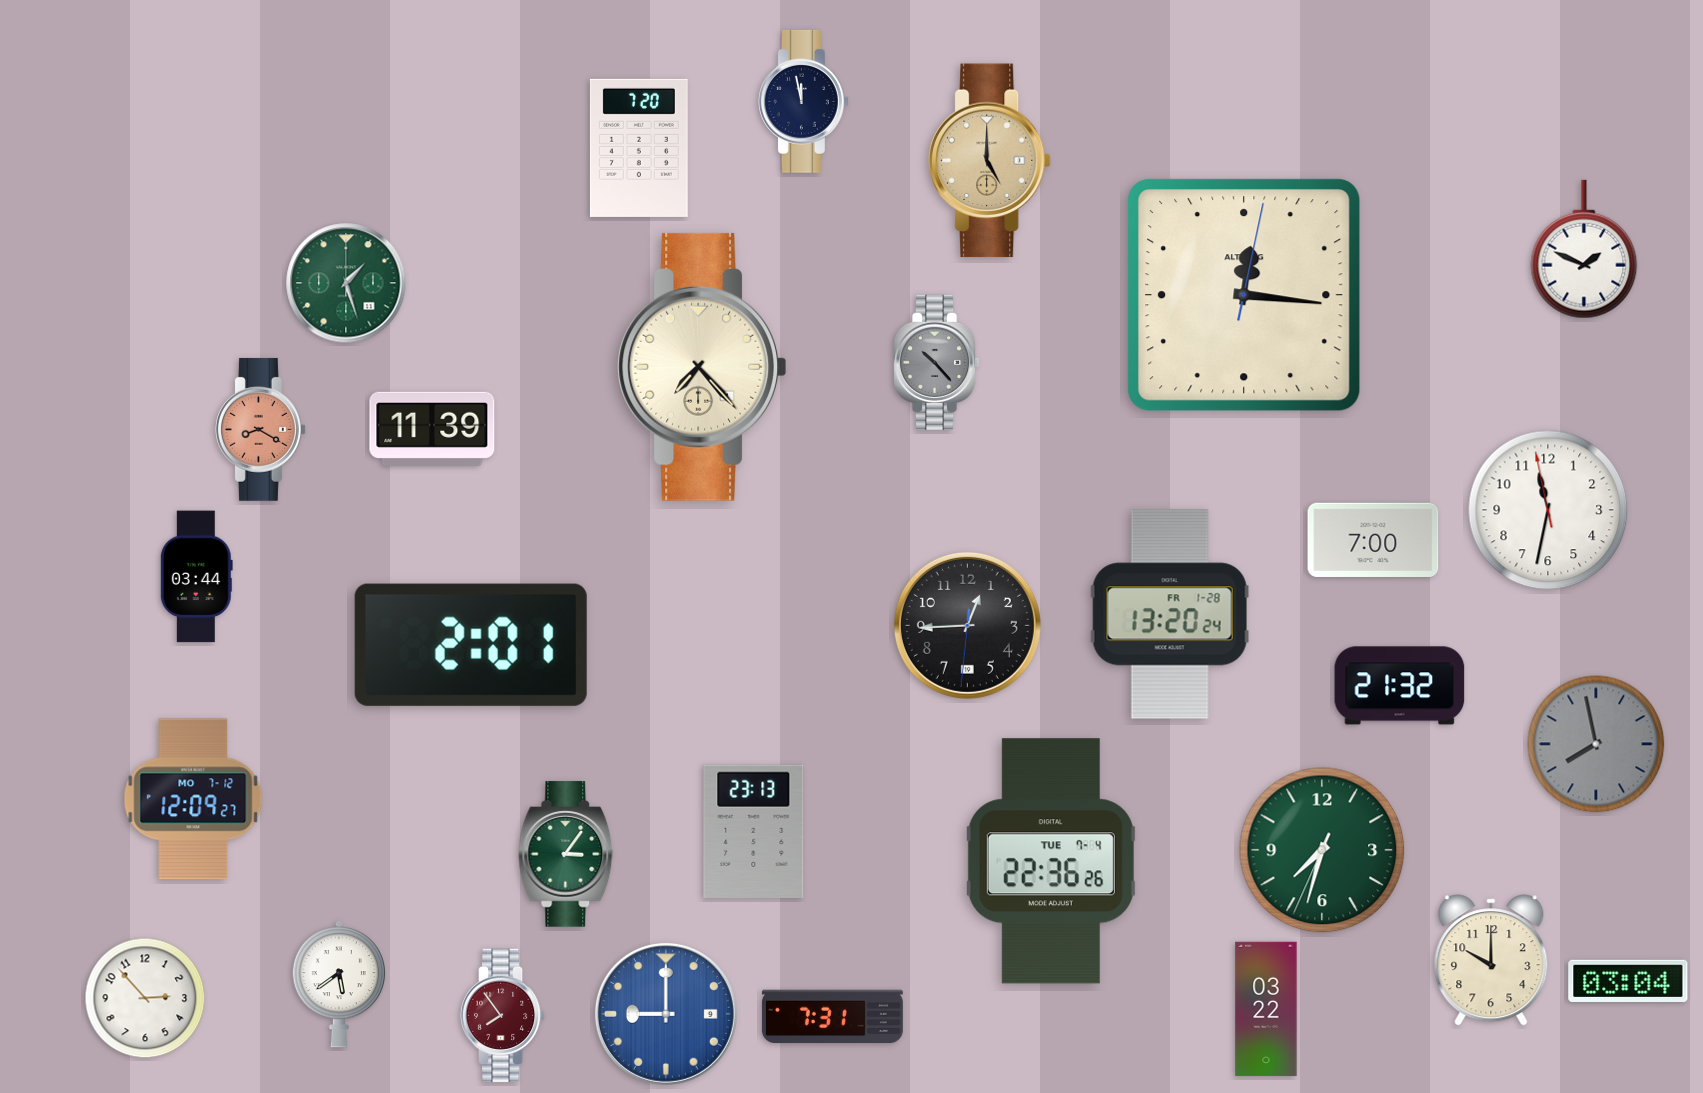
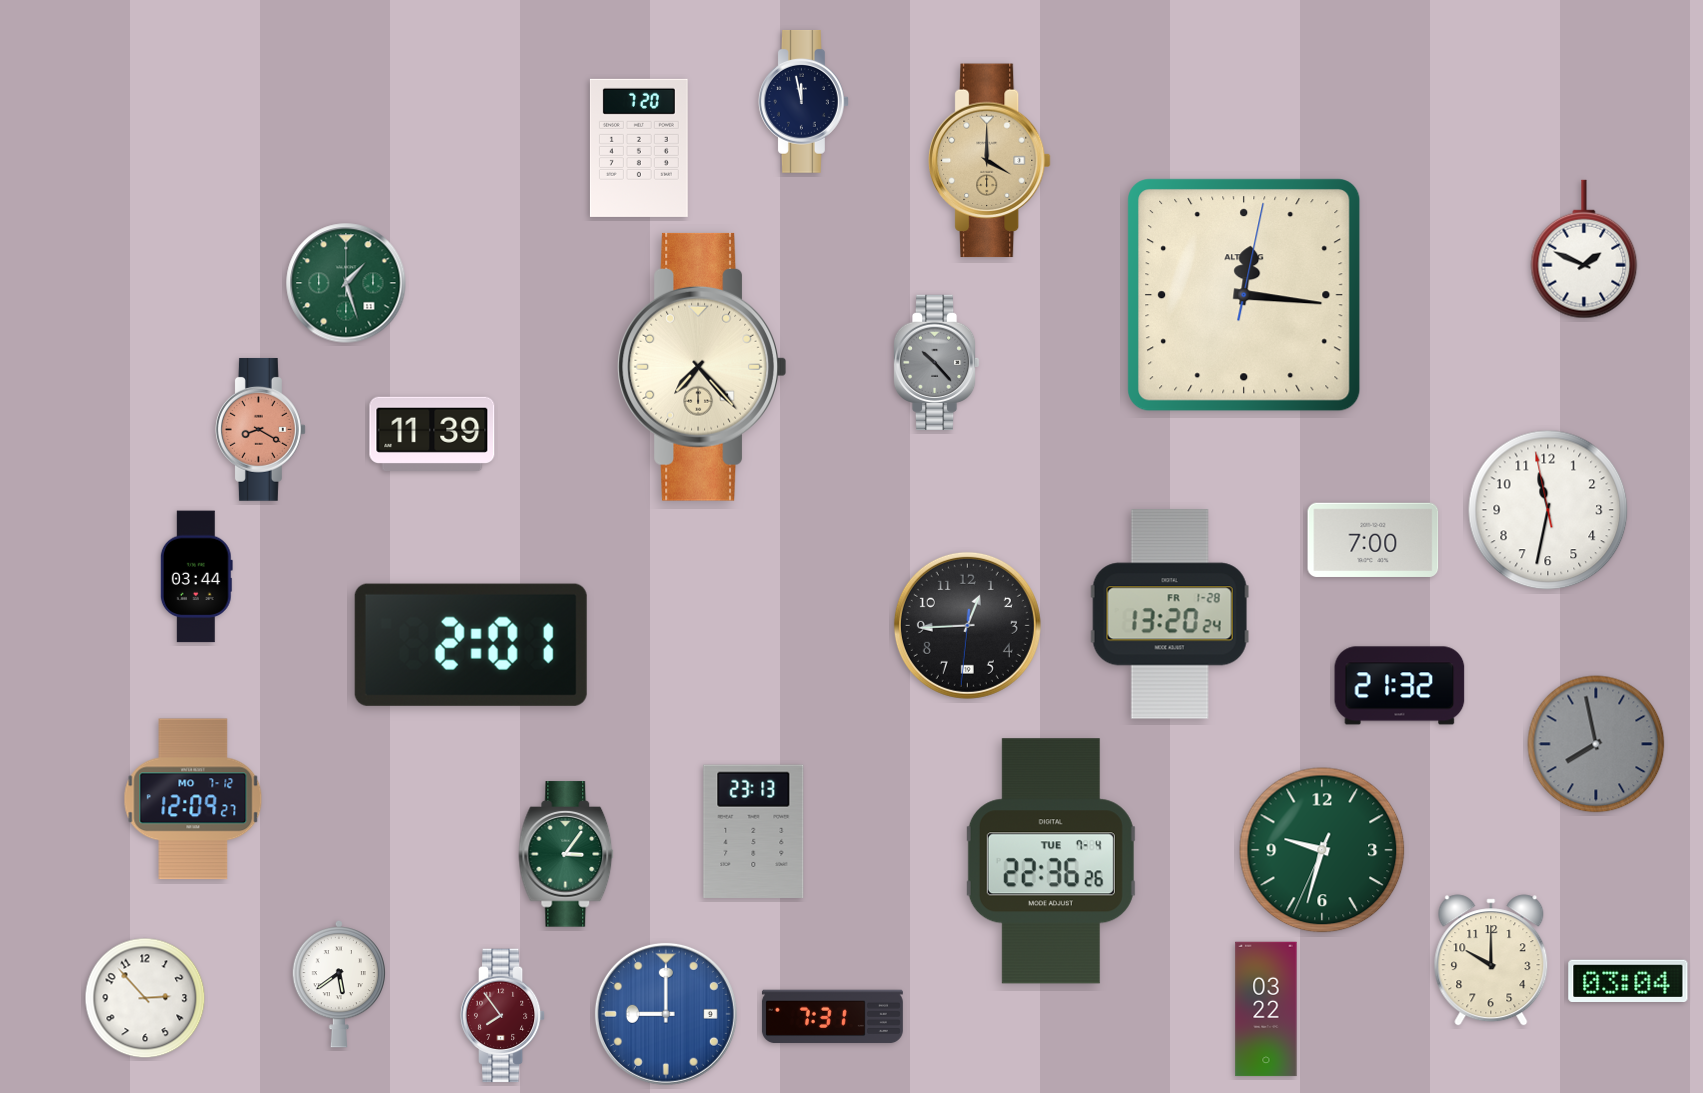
clock at (990, 161): 5:00 -> 4:00
clock at (432, 428) position: (432, 428) -> (432, 433)
clock at (1322, 850): 7:32 -> 9:32
